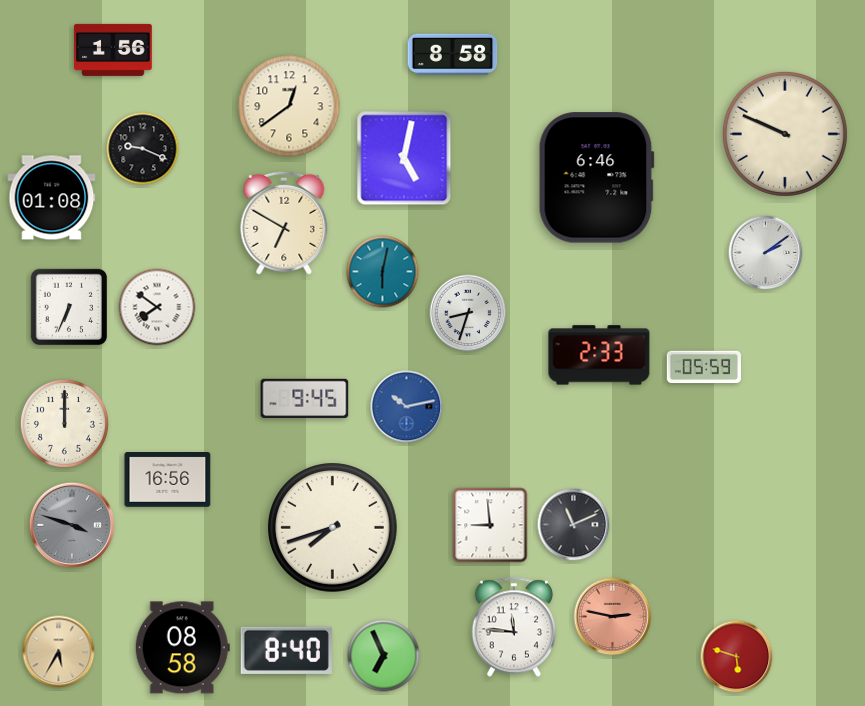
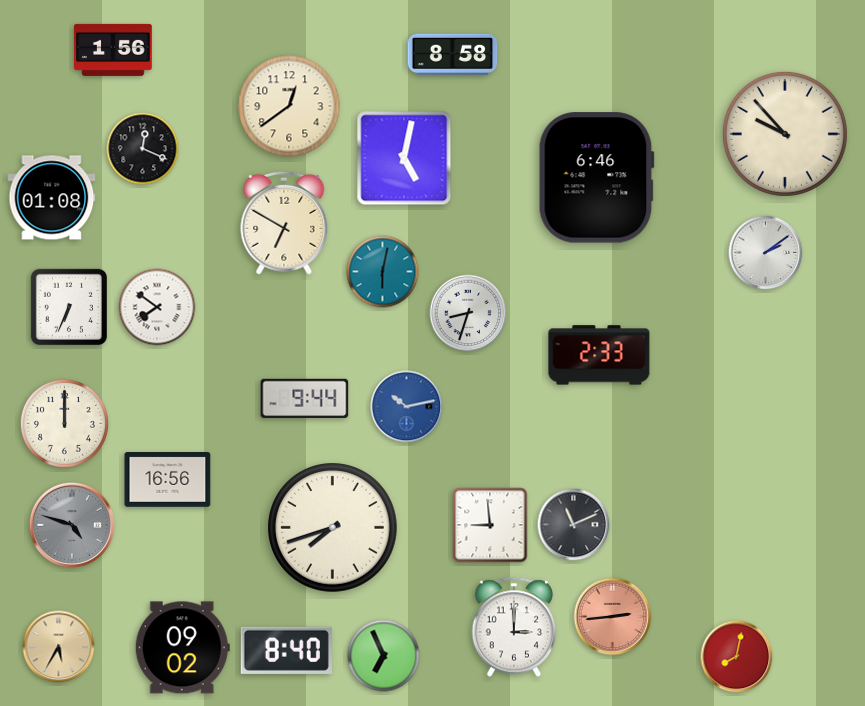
clock at (785, 134): 9:49 -> 9:53
clock at (143, 149): 9:19 -> 12:19
clock at (704, 367): 05:59 -> none
clock at (305, 398): 9:45 -> 9:44
clock at (72, 525): 3:48 -> 4:48
clock at (613, 617): 2:47 -> 2:44
clock at (513, 627): 11:46 -> 3:00
clock at (182, 648): 08:58 -> 09:02
clock at (59, 652) position: (59, 652) -> (59, 647)
clock at (737, 657): 5:48 -> 8:02
